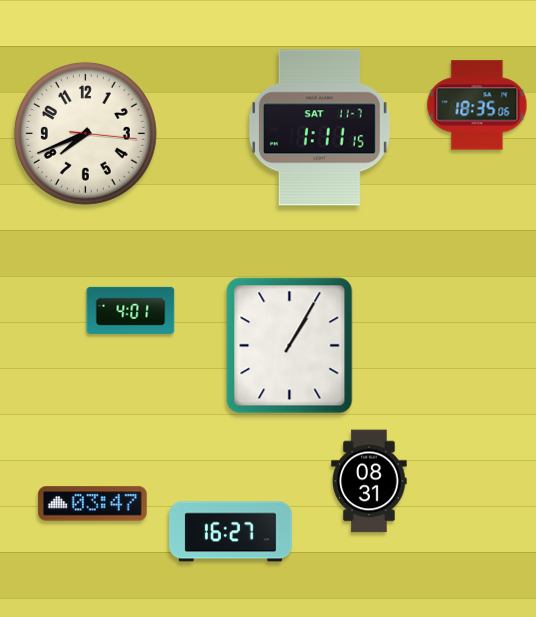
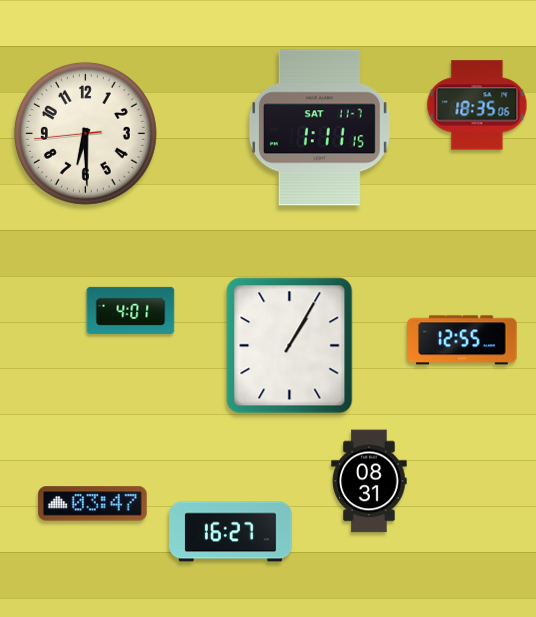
clock at (85, 133): 7:41 -> 6:29
clock at (462, 340): none -> 12:55
